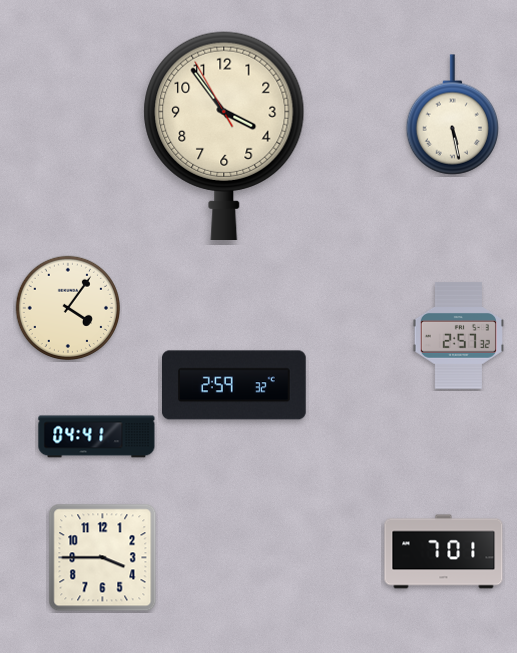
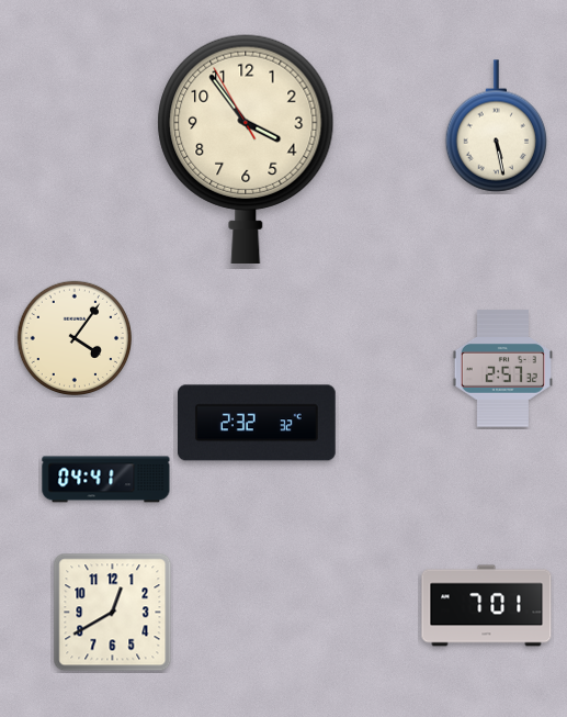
clock at (235, 385): 2:59 -> 2:32
clock at (103, 558): 3:45 -> 12:40
